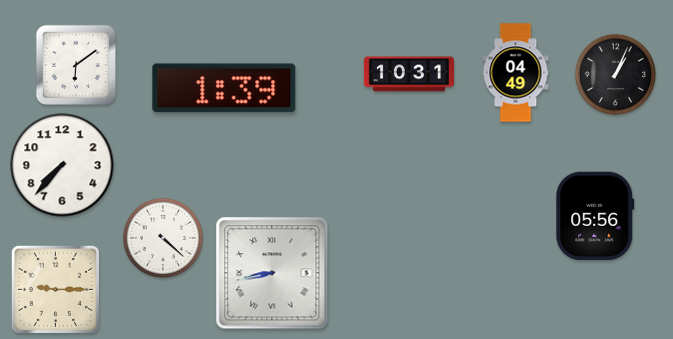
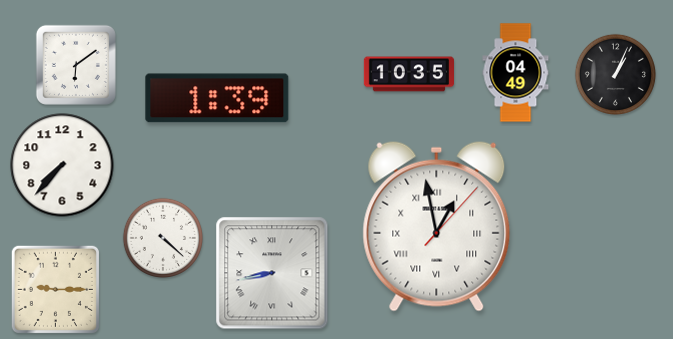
clock at (408, 74): 10:31 -> 10:35
clock at (224, 88) position: (224, 88) -> (217, 98)
clock at (595, 216): 05:56 -> none
clock at (437, 226): none -> 12:58
